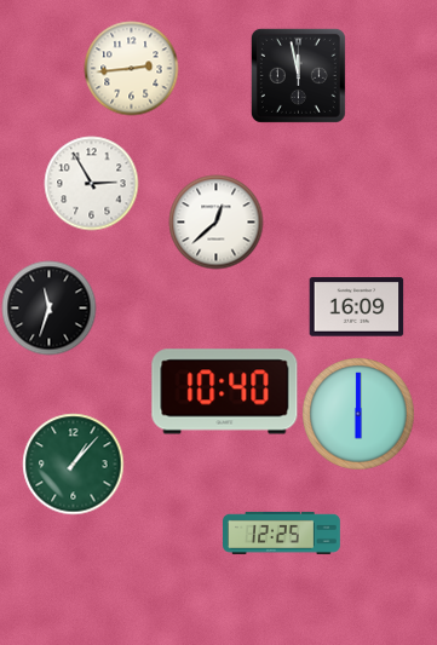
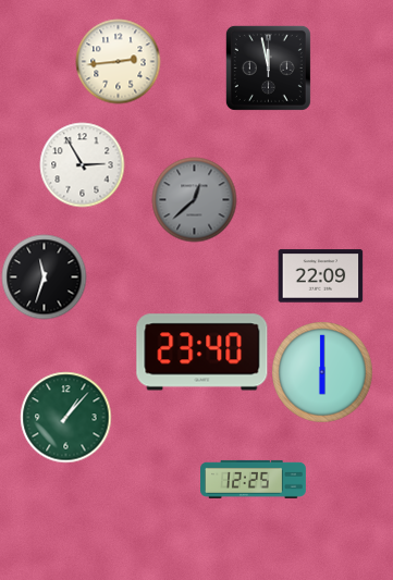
clock at (215, 221) dial: white -> grey
clock at (356, 307): 16:09 -> 22:09
clock at (225, 392): 10:40 -> 23:40
